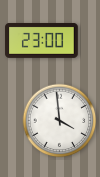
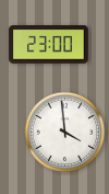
clock at (42, 41) position: (42, 41) -> (49, 45)
